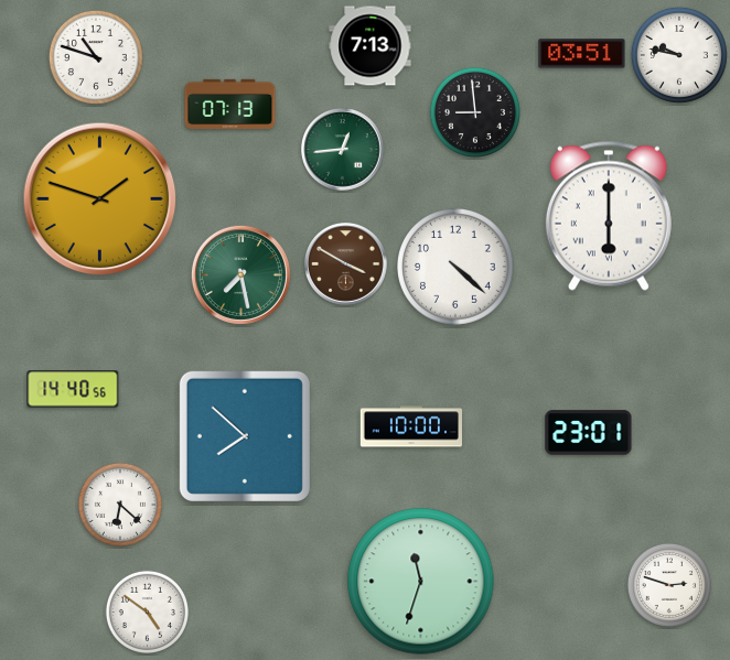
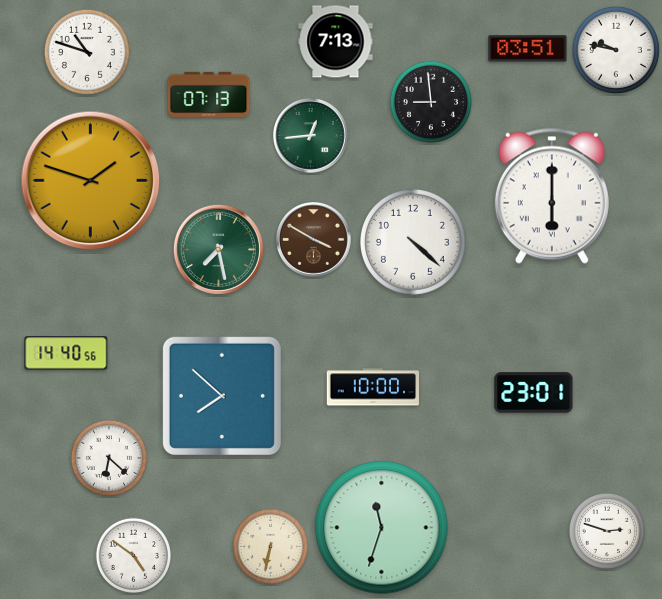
clock at (270, 546): none -> 6:32
